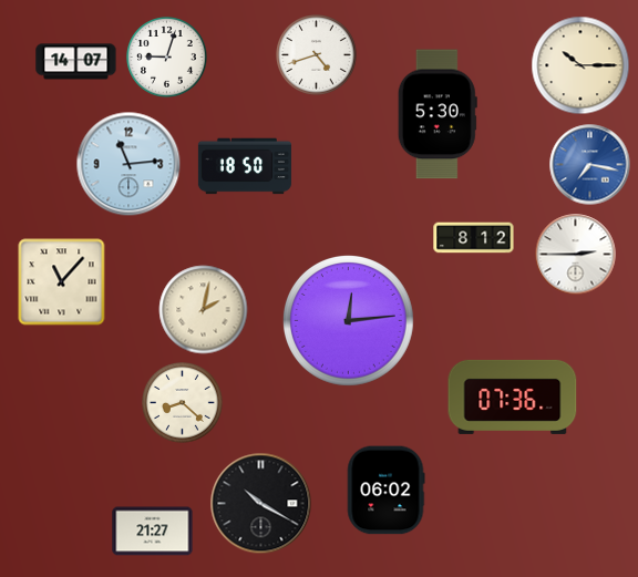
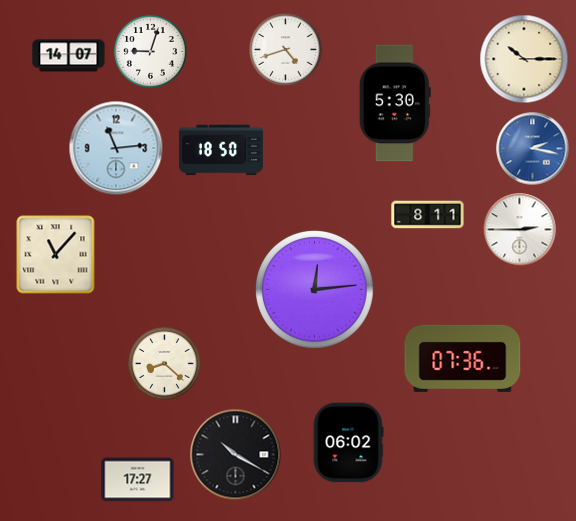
clock at (590, 165): 7:17 -> 2:17
clock at (474, 238): 8:12 -> 8:11
clock at (204, 310): 2:02 -> none
clock at (153, 532): 21:27 -> 17:27
